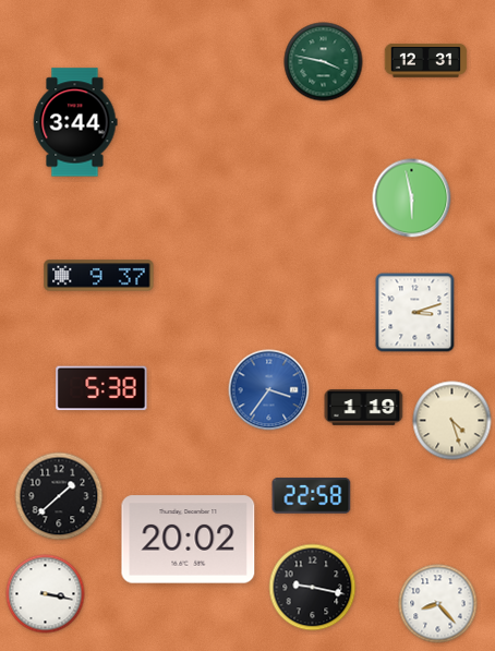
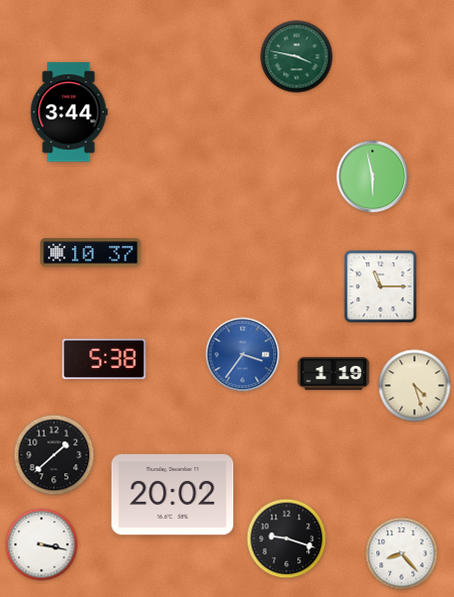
clock at (426, 61): 12:31 -> none
clock at (412, 198) position: (412, 198) -> (373, 177)
clock at (99, 276): 9:37 -> 10:37
clock at (415, 313): 3:12 -> 11:15
clock at (101, 388) position: (101, 388) -> (104, 359)
clock at (269, 390) position: (269, 390) -> (243, 355)
clock at (312, 496): 22:58 -> none
clock at (313, 588): 9:17 -> 9:18
